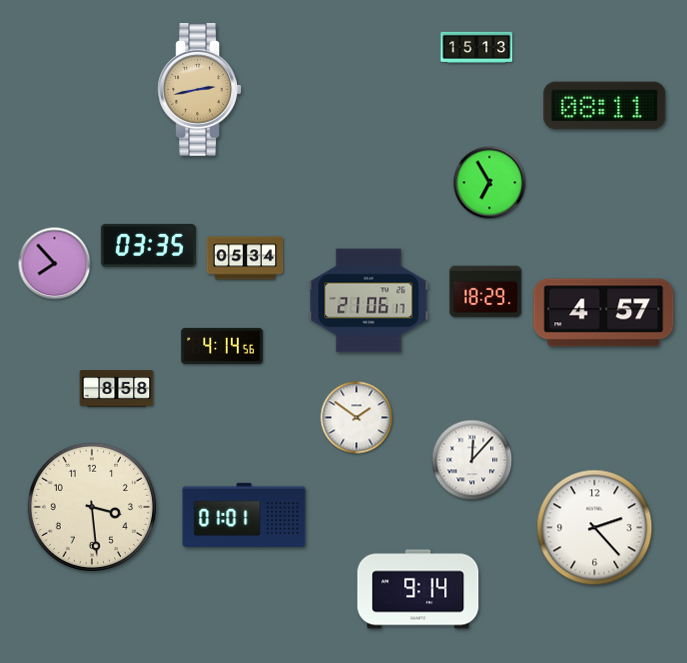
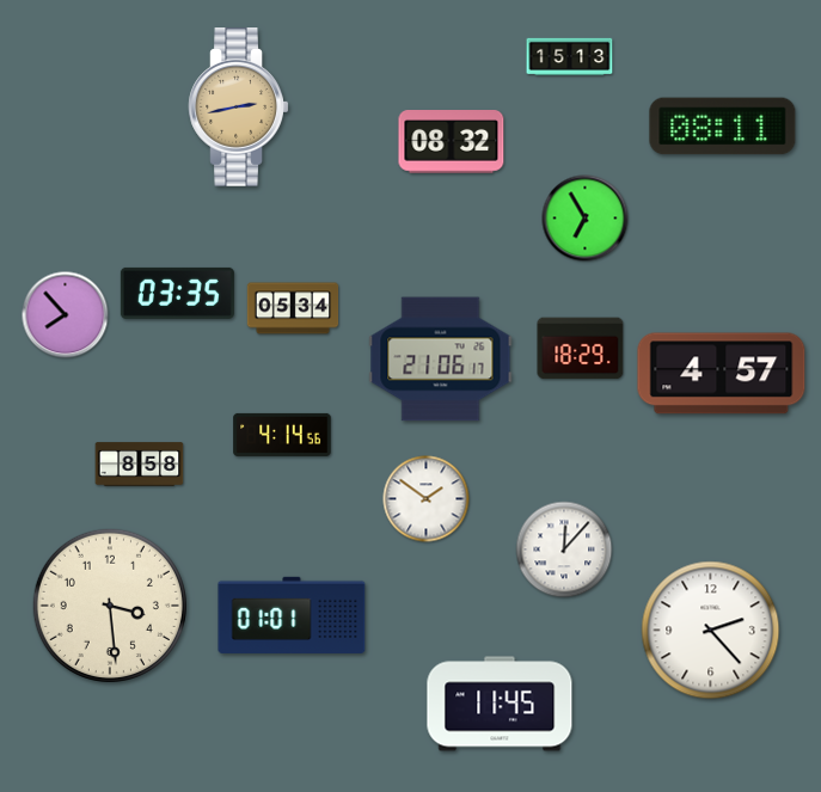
clock at (452, 142): none -> 08:32
clock at (222, 346) position: (222, 346) -> (282, 435)
clock at (418, 589): 9:14 -> 11:45
